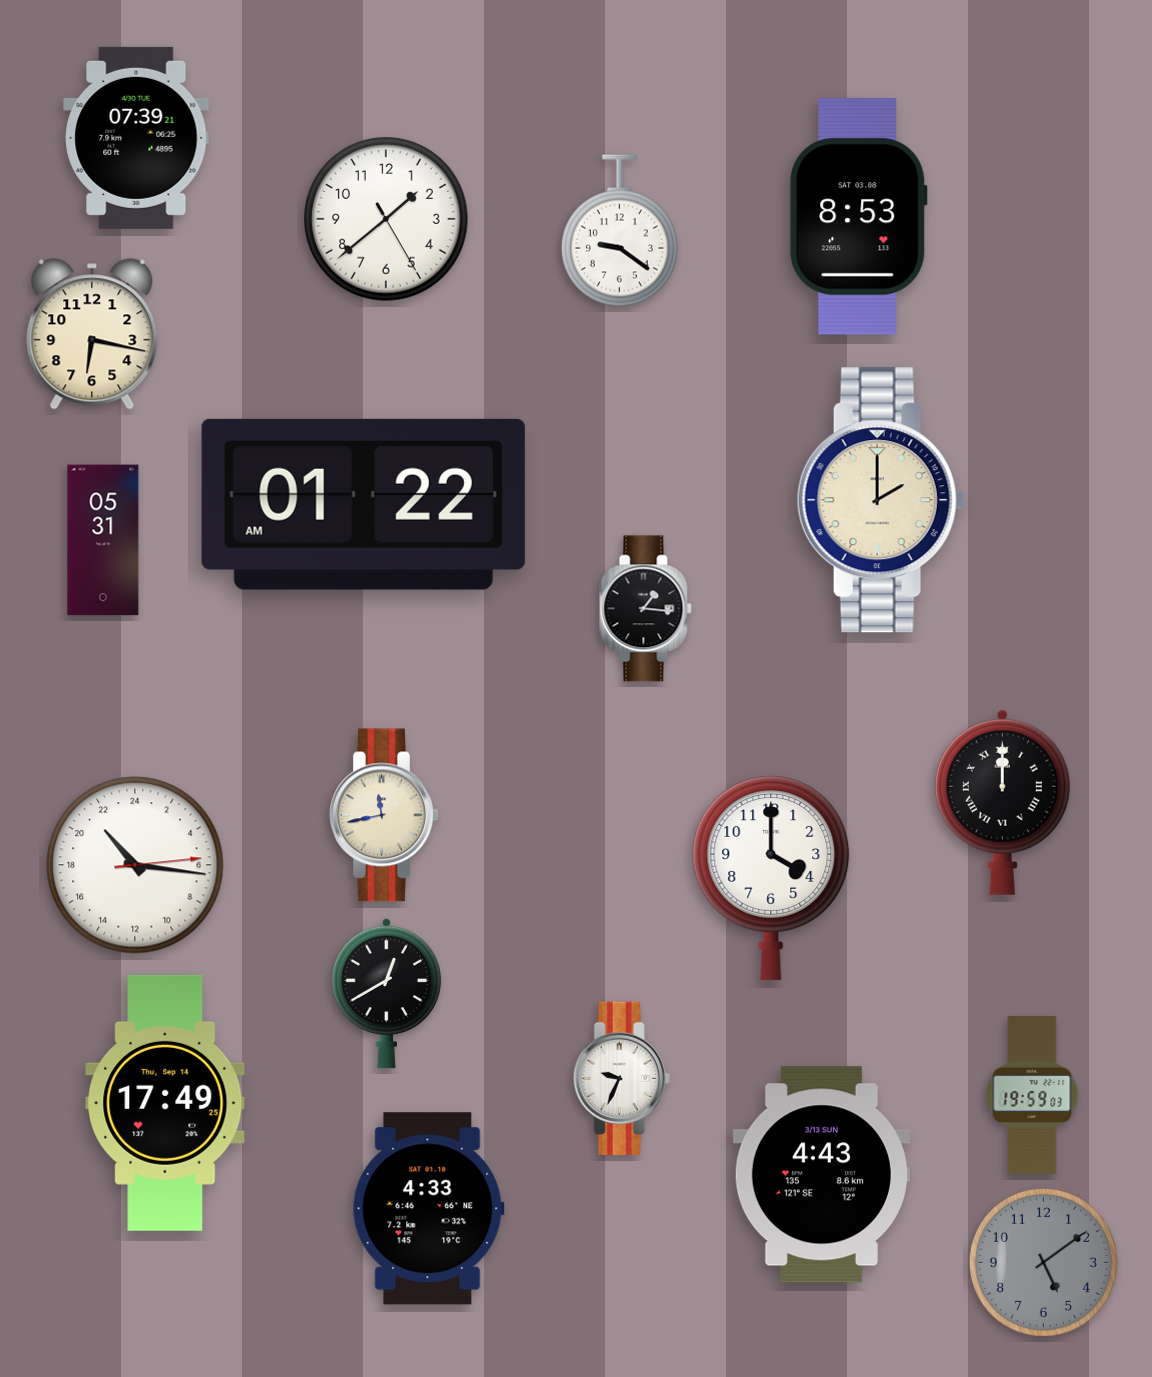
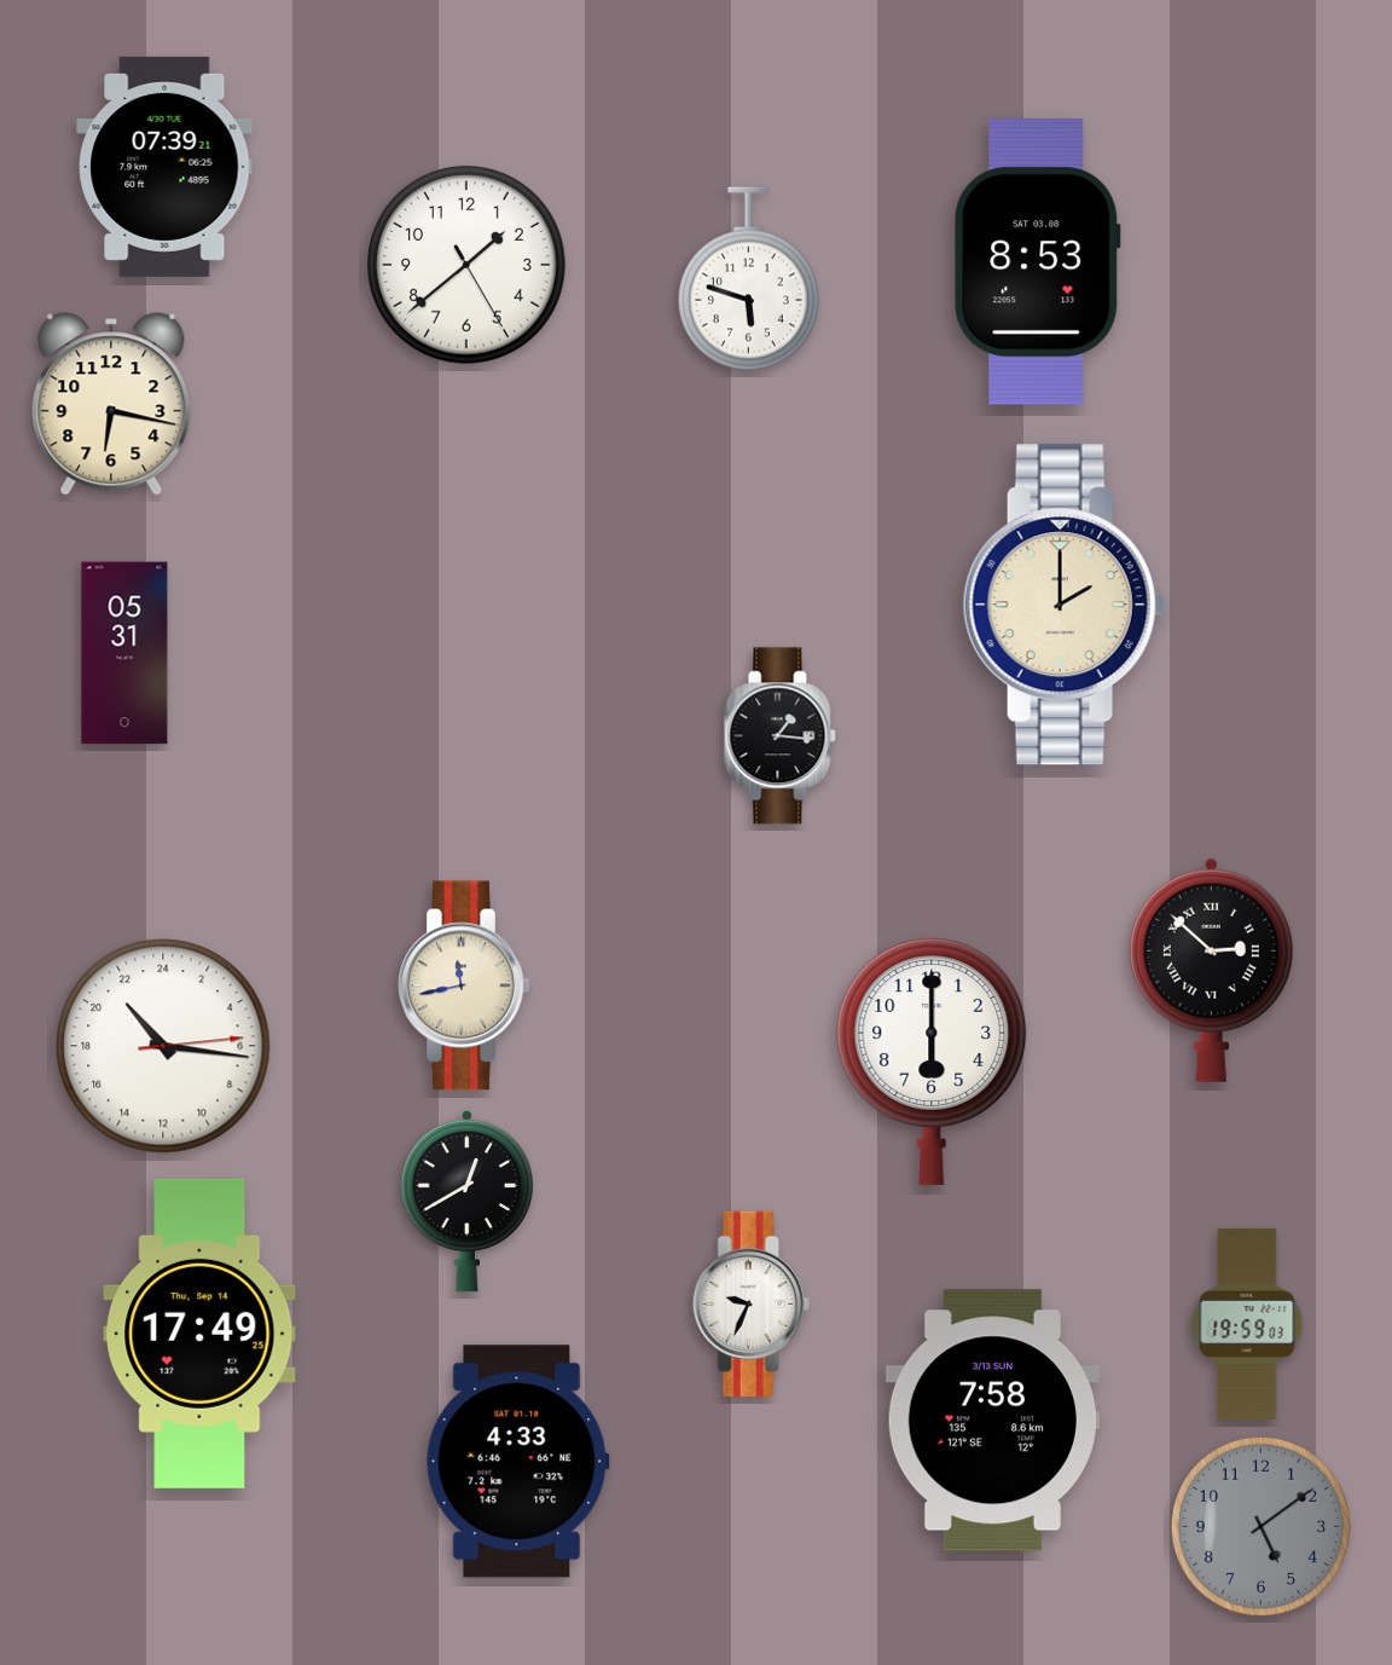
clock at (619, 231): 9:21 -> 5:48
clock at (363, 504): 01:22 -> none
clock at (1002, 802): 12:00 -> 2:52
clock at (771, 878): 4:00 -> 6:00
clock at (821, 1175): 4:43 -> 7:58
